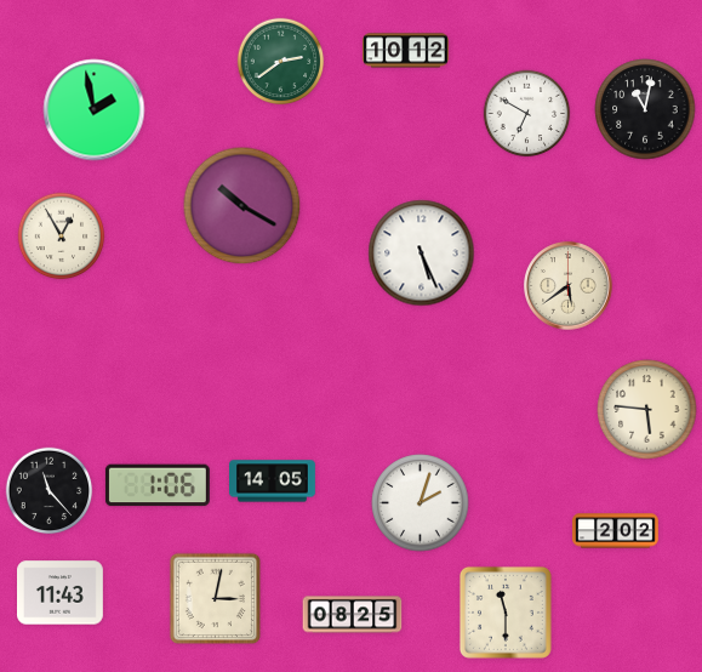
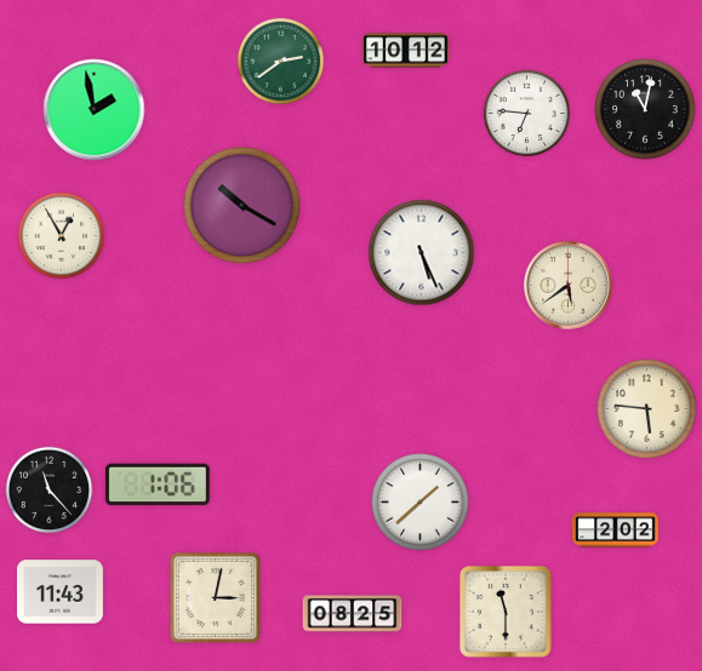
clock at (527, 114): 6:50 -> 6:46
clock at (273, 482): 14:05 -> none
clock at (421, 503): 2:03 -> 1:38
